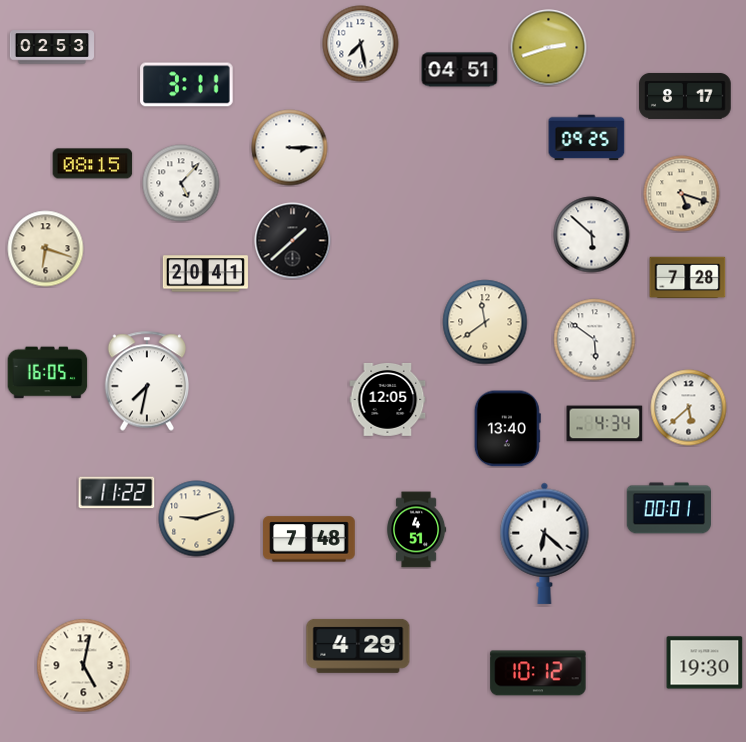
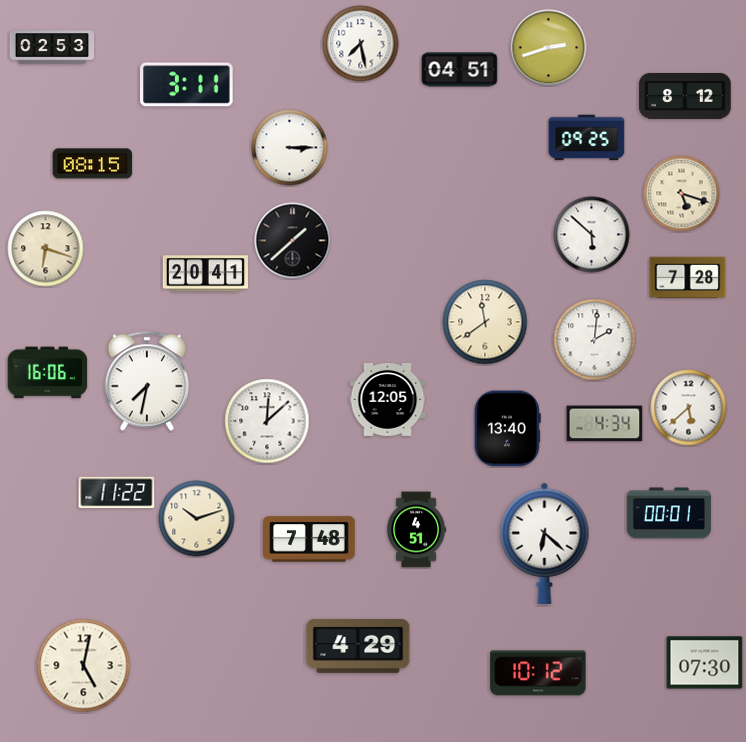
clock at (685, 96): 8:17 -> 8:12
clock at (181, 183): 5:07 -> none
clock at (595, 340): 5:51 -> 2:01
clock at (48, 373): 16:05 -> 16:06
clock at (267, 421): none -> 12:08
clock at (669, 508) position: (669, 508) -> (669, 513)
clock at (197, 519): 9:12 -> 10:12
clock at (705, 663): 19:30 -> 07:30
